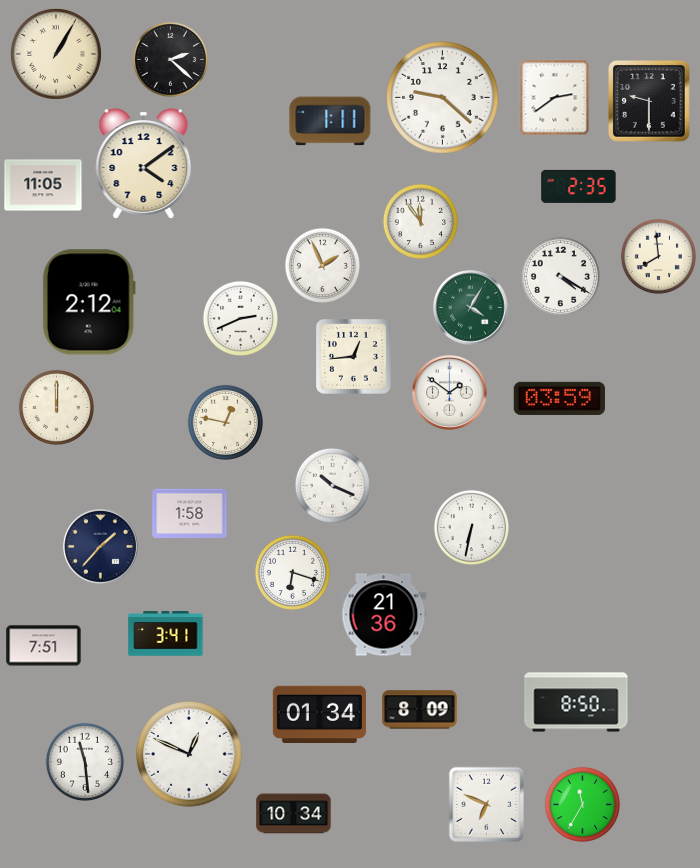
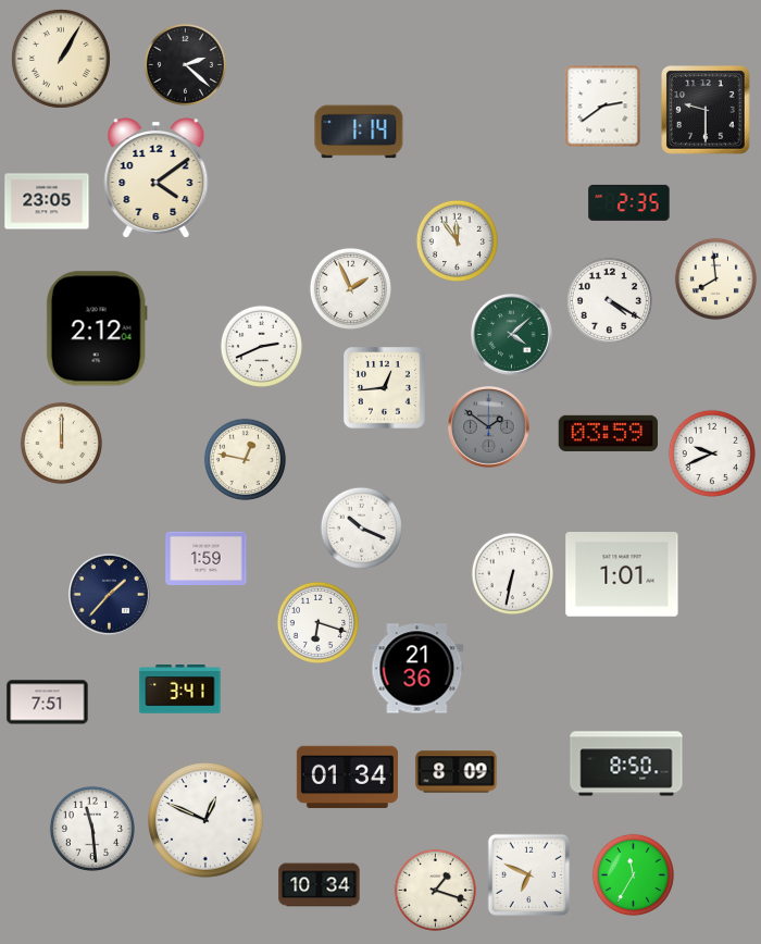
clock at (443, 98): 9:22 -> none
clock at (330, 121): 1:11 -> 1:14
clock at (43, 185): 11:05 -> 23:05
clock at (471, 308): 4:05 -> 4:08
clock at (450, 393) dial: white -> grey
clock at (712, 454): none -> 9:41
clock at (190, 513): 1:58 -> 1:59
clock at (622, 574): none -> 1:01
clock at (435, 890): none -> 1:18
